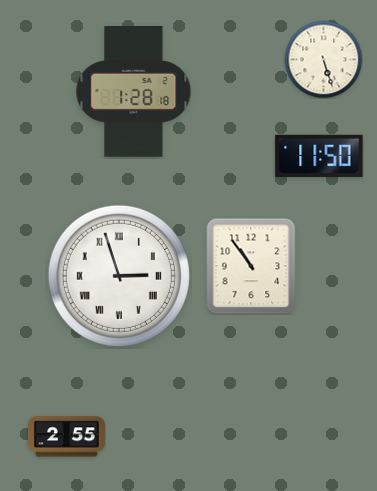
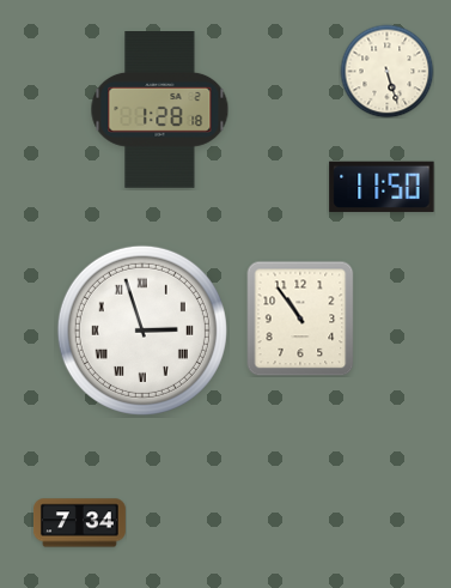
clock at (66, 437): 2:55 -> 7:34
